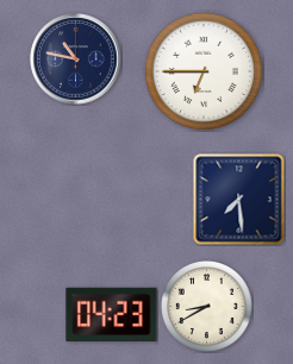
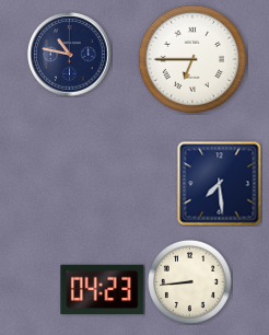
clock at (202, 70) position: (202, 70) -> (191, 58)
clock at (206, 306): 8:40 -> 8:44
